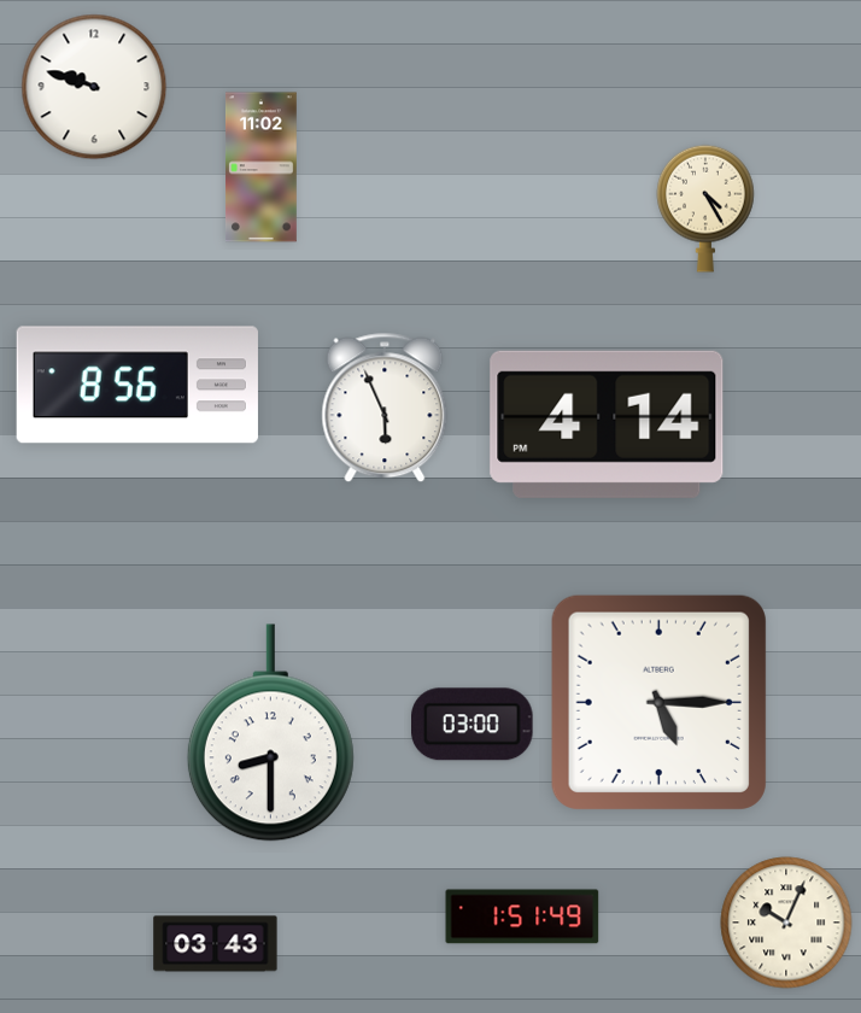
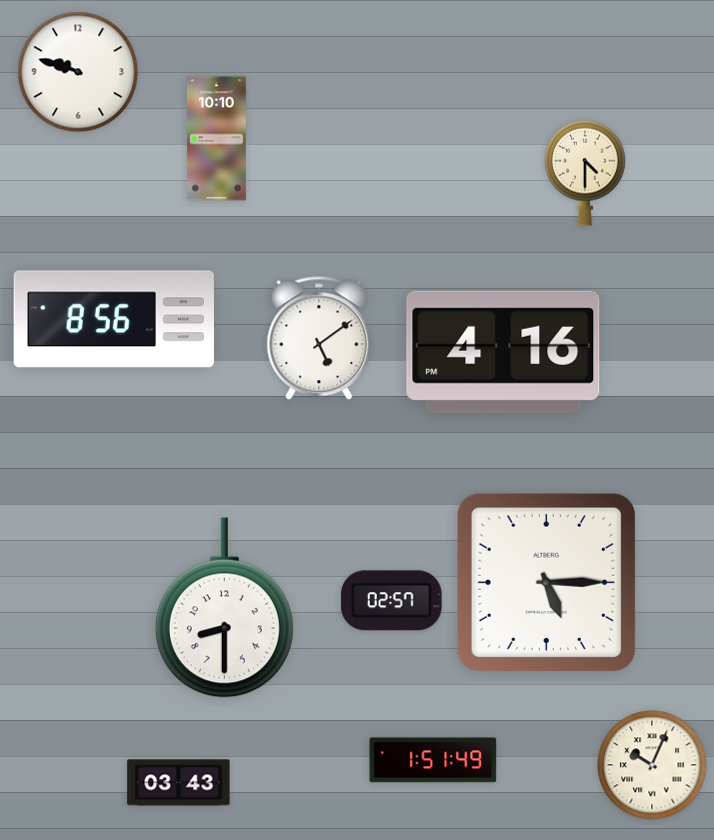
clock at (262, 168): 11:02 -> 10:10
clock at (705, 209): 4:25 -> 4:30
clock at (385, 408): 5:56 -> 5:09
clock at (607, 424): 4:14 -> 4:16
clock at (473, 725): 03:00 -> 02:57
